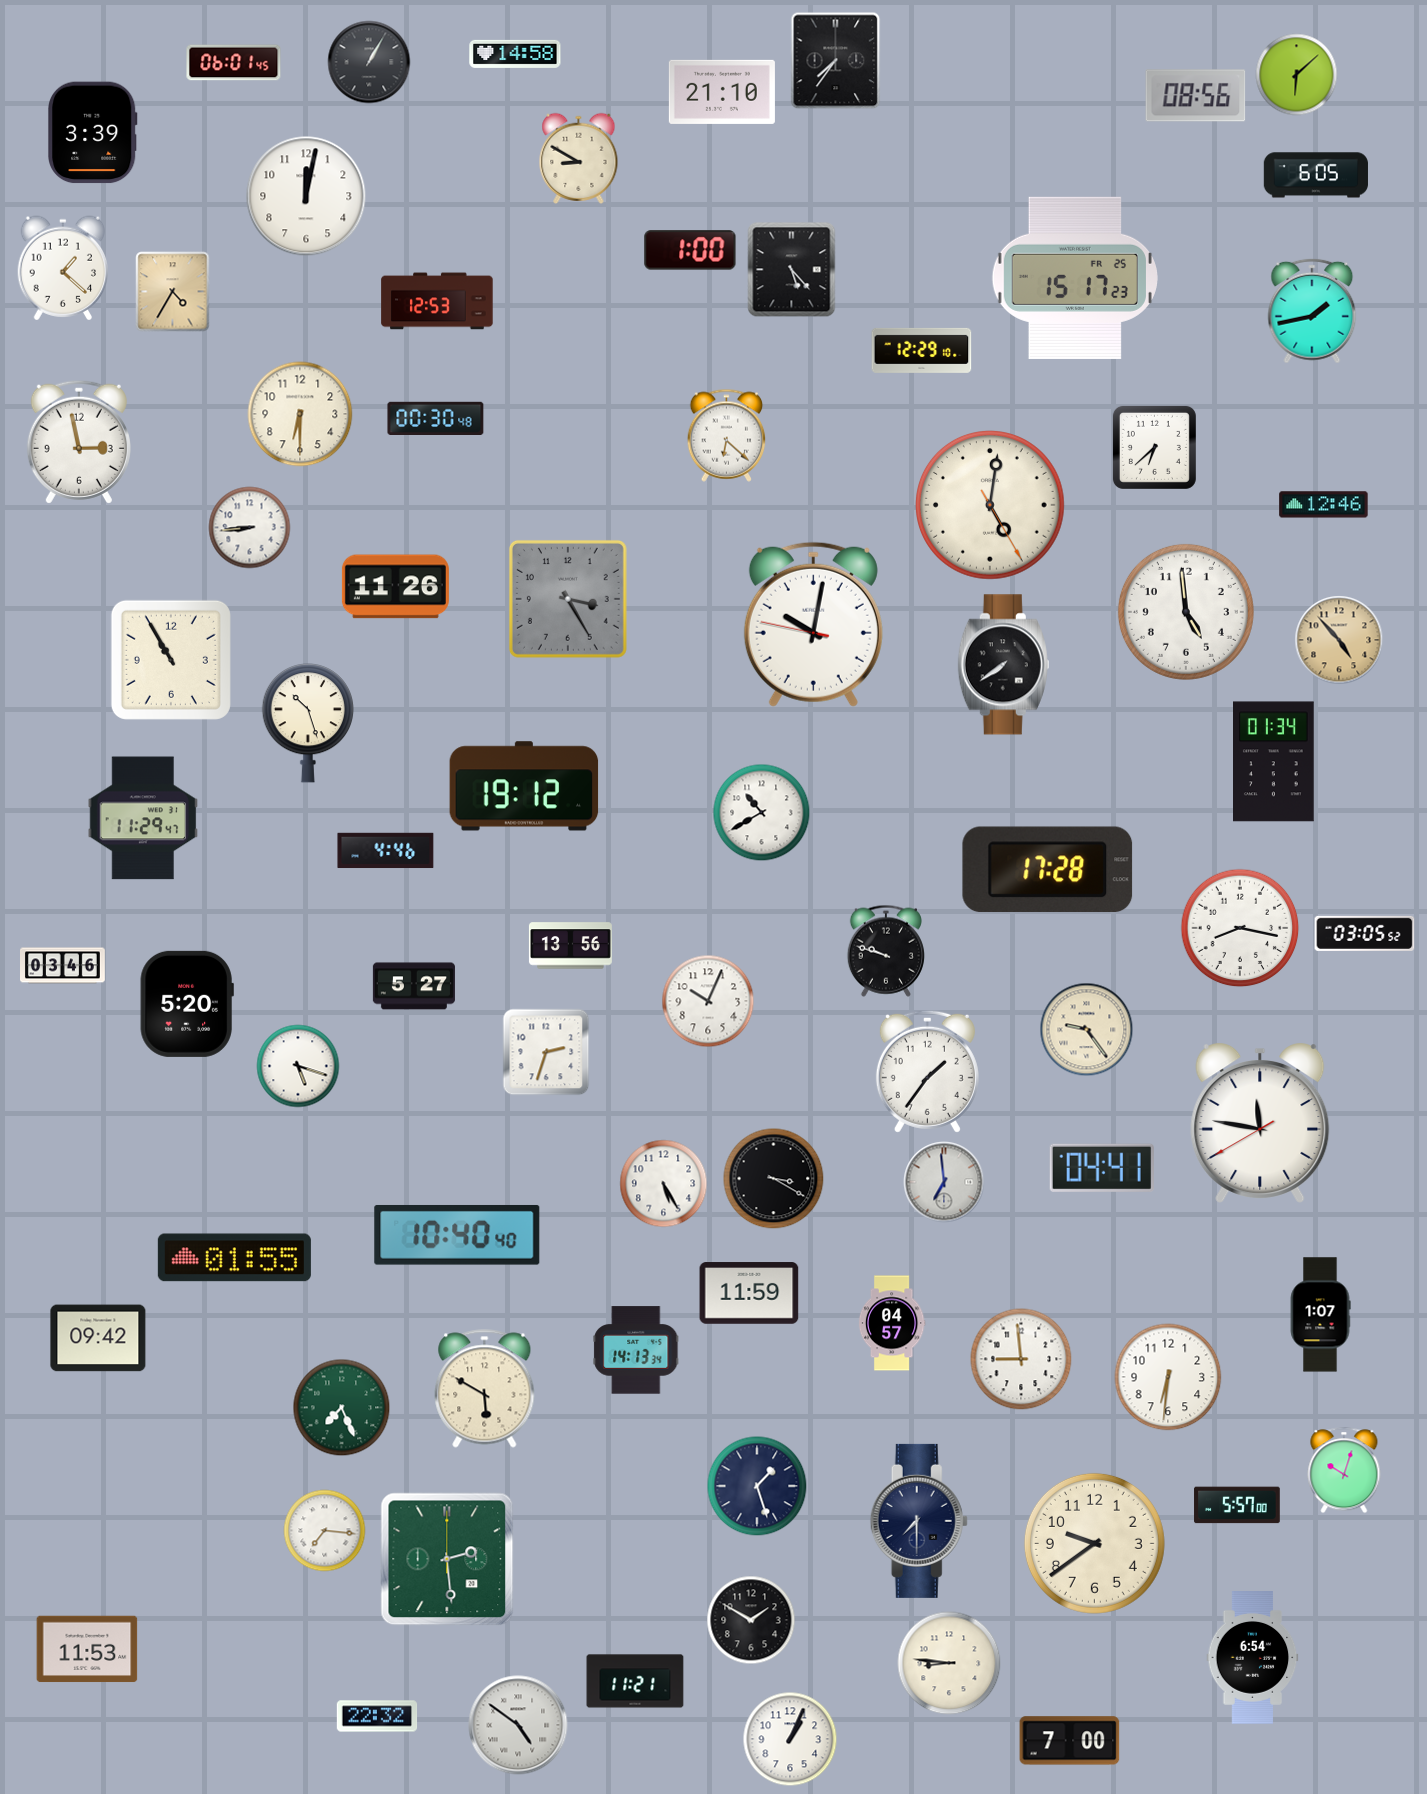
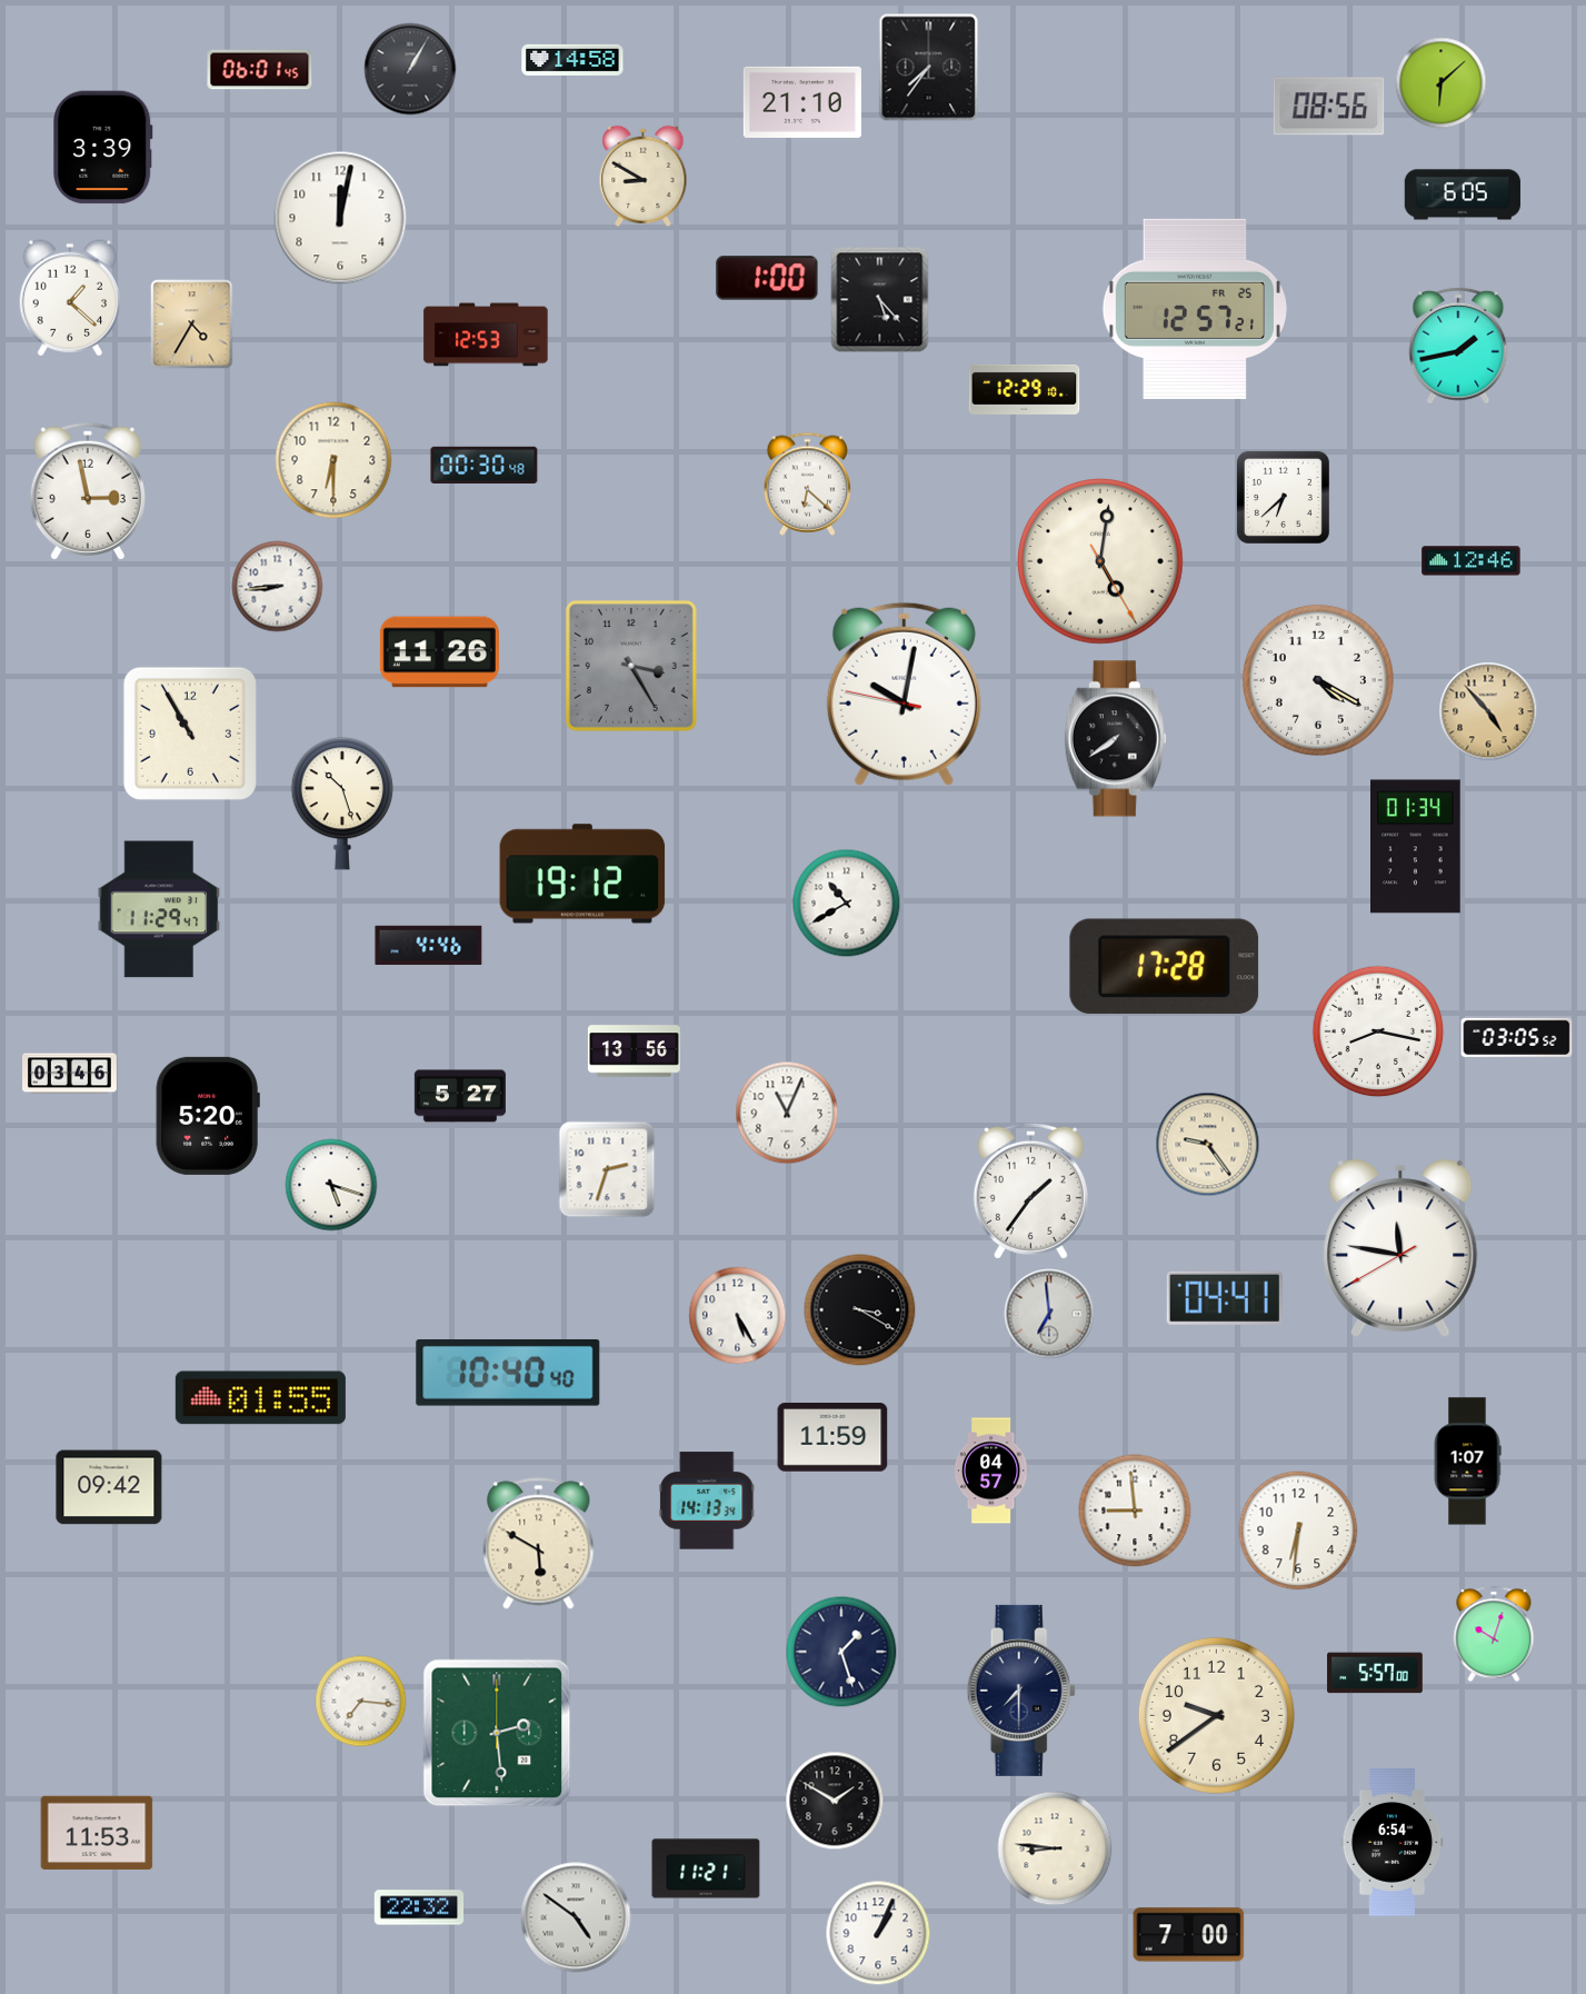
clock at (1075, 278): 15:17 -> 12:57
clock at (1186, 612): 4:59 -> 4:20
clock at (886, 951): 9:48 -> none
clock at (708, 1001): 10:04 -> 11:04
clock at (342, 1408): 7:26 -> none
